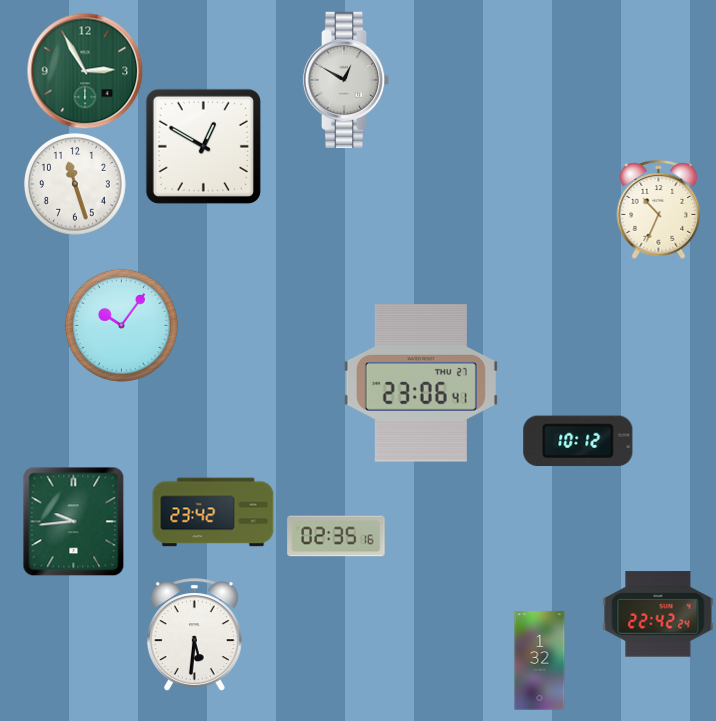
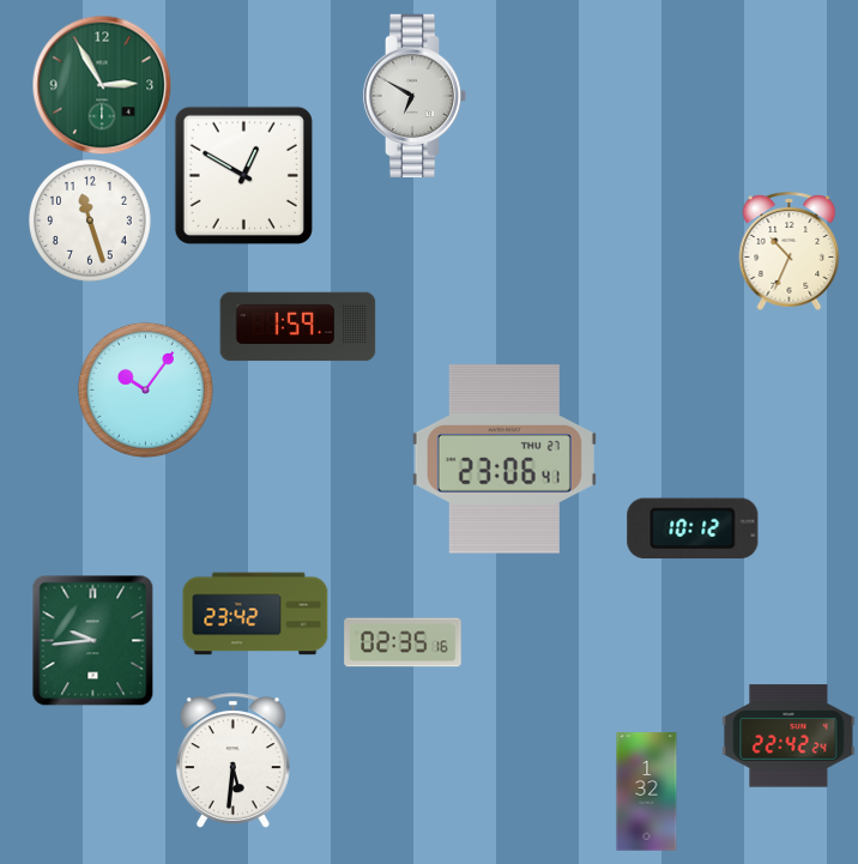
clock at (346, 79): 12:50 -> 6:50
clock at (298, 327): none -> 1:59
clock at (74, 521) position: (74, 521) -> (93, 640)
